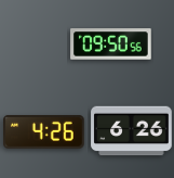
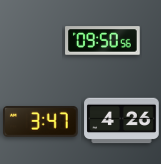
clock at (132, 131): 6:26 -> 4:26
clock at (44, 132): 4:26 -> 3:47
